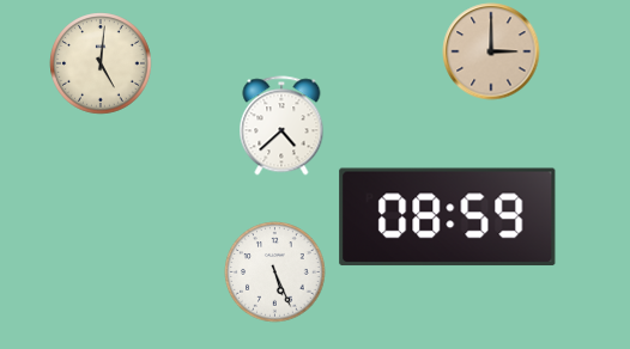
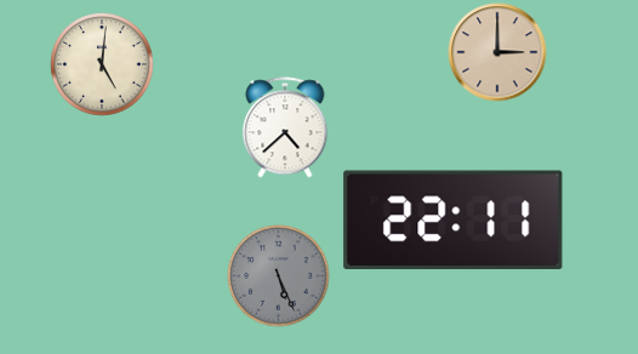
clock at (448, 218): 08:59 -> 22:11
clock at (275, 273) dial: white -> grey
